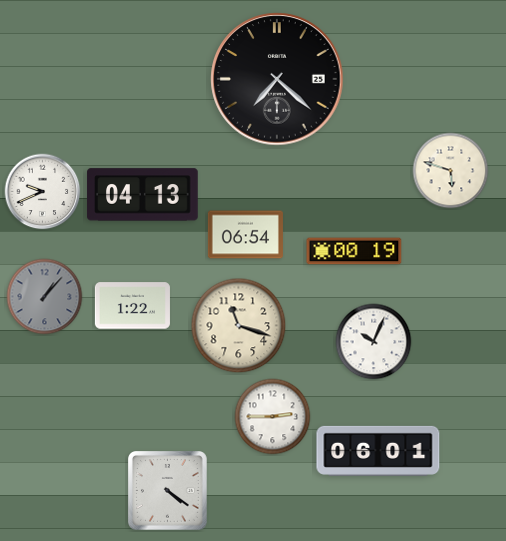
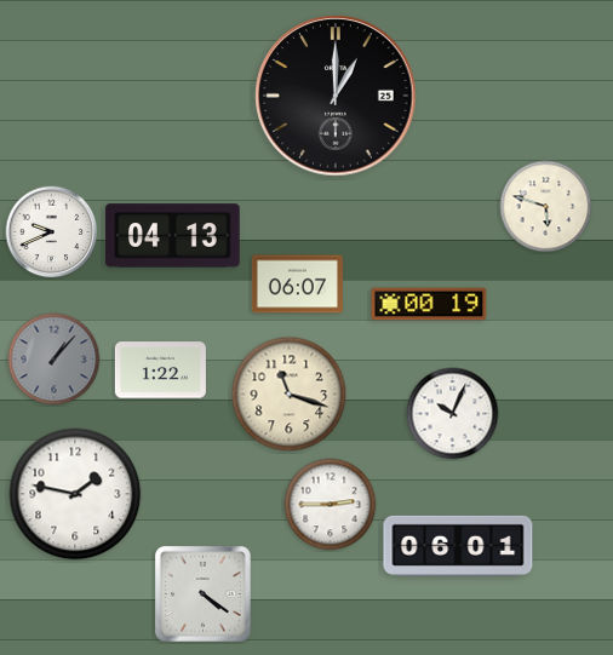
clock at (277, 79): 7:22 -> 1:00
clock at (245, 235): 06:54 -> 06:07
clock at (75, 494): none -> 1:47
